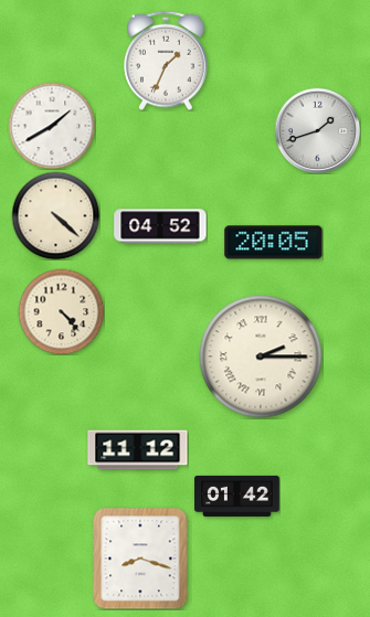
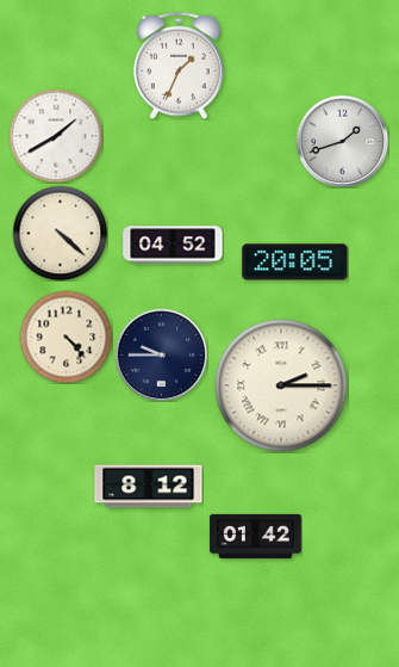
clock at (161, 354): none -> 9:45
clock at (138, 450): 11:12 -> 8:12
clock at (140, 559): 8:18 -> none
